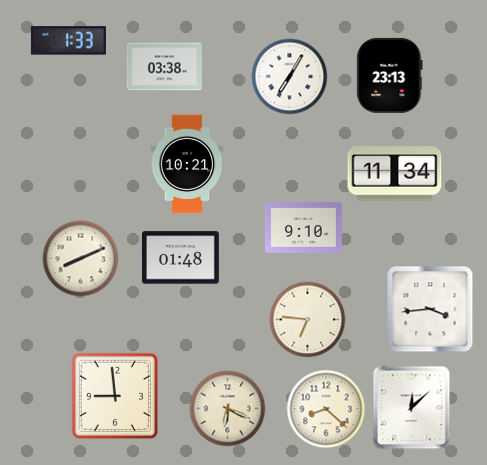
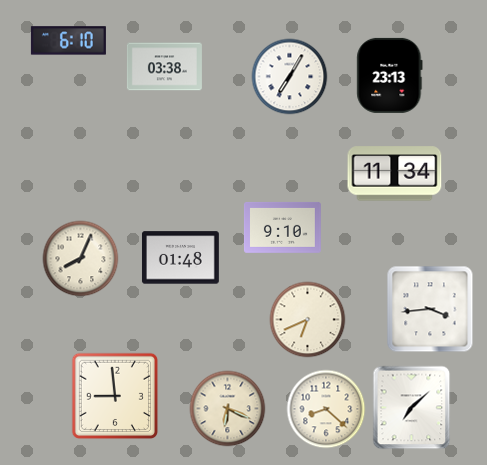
clock at (68, 41): 1:33 -> 6:10
clock at (187, 164): 10:21 -> none
clock at (303, 227) position: (303, 227) -> (282, 227)
clock at (81, 259): 8:11 -> 8:04
clock at (308, 320): 6:46 -> 6:41
clock at (412, 408): 12:08 -> 7:08
